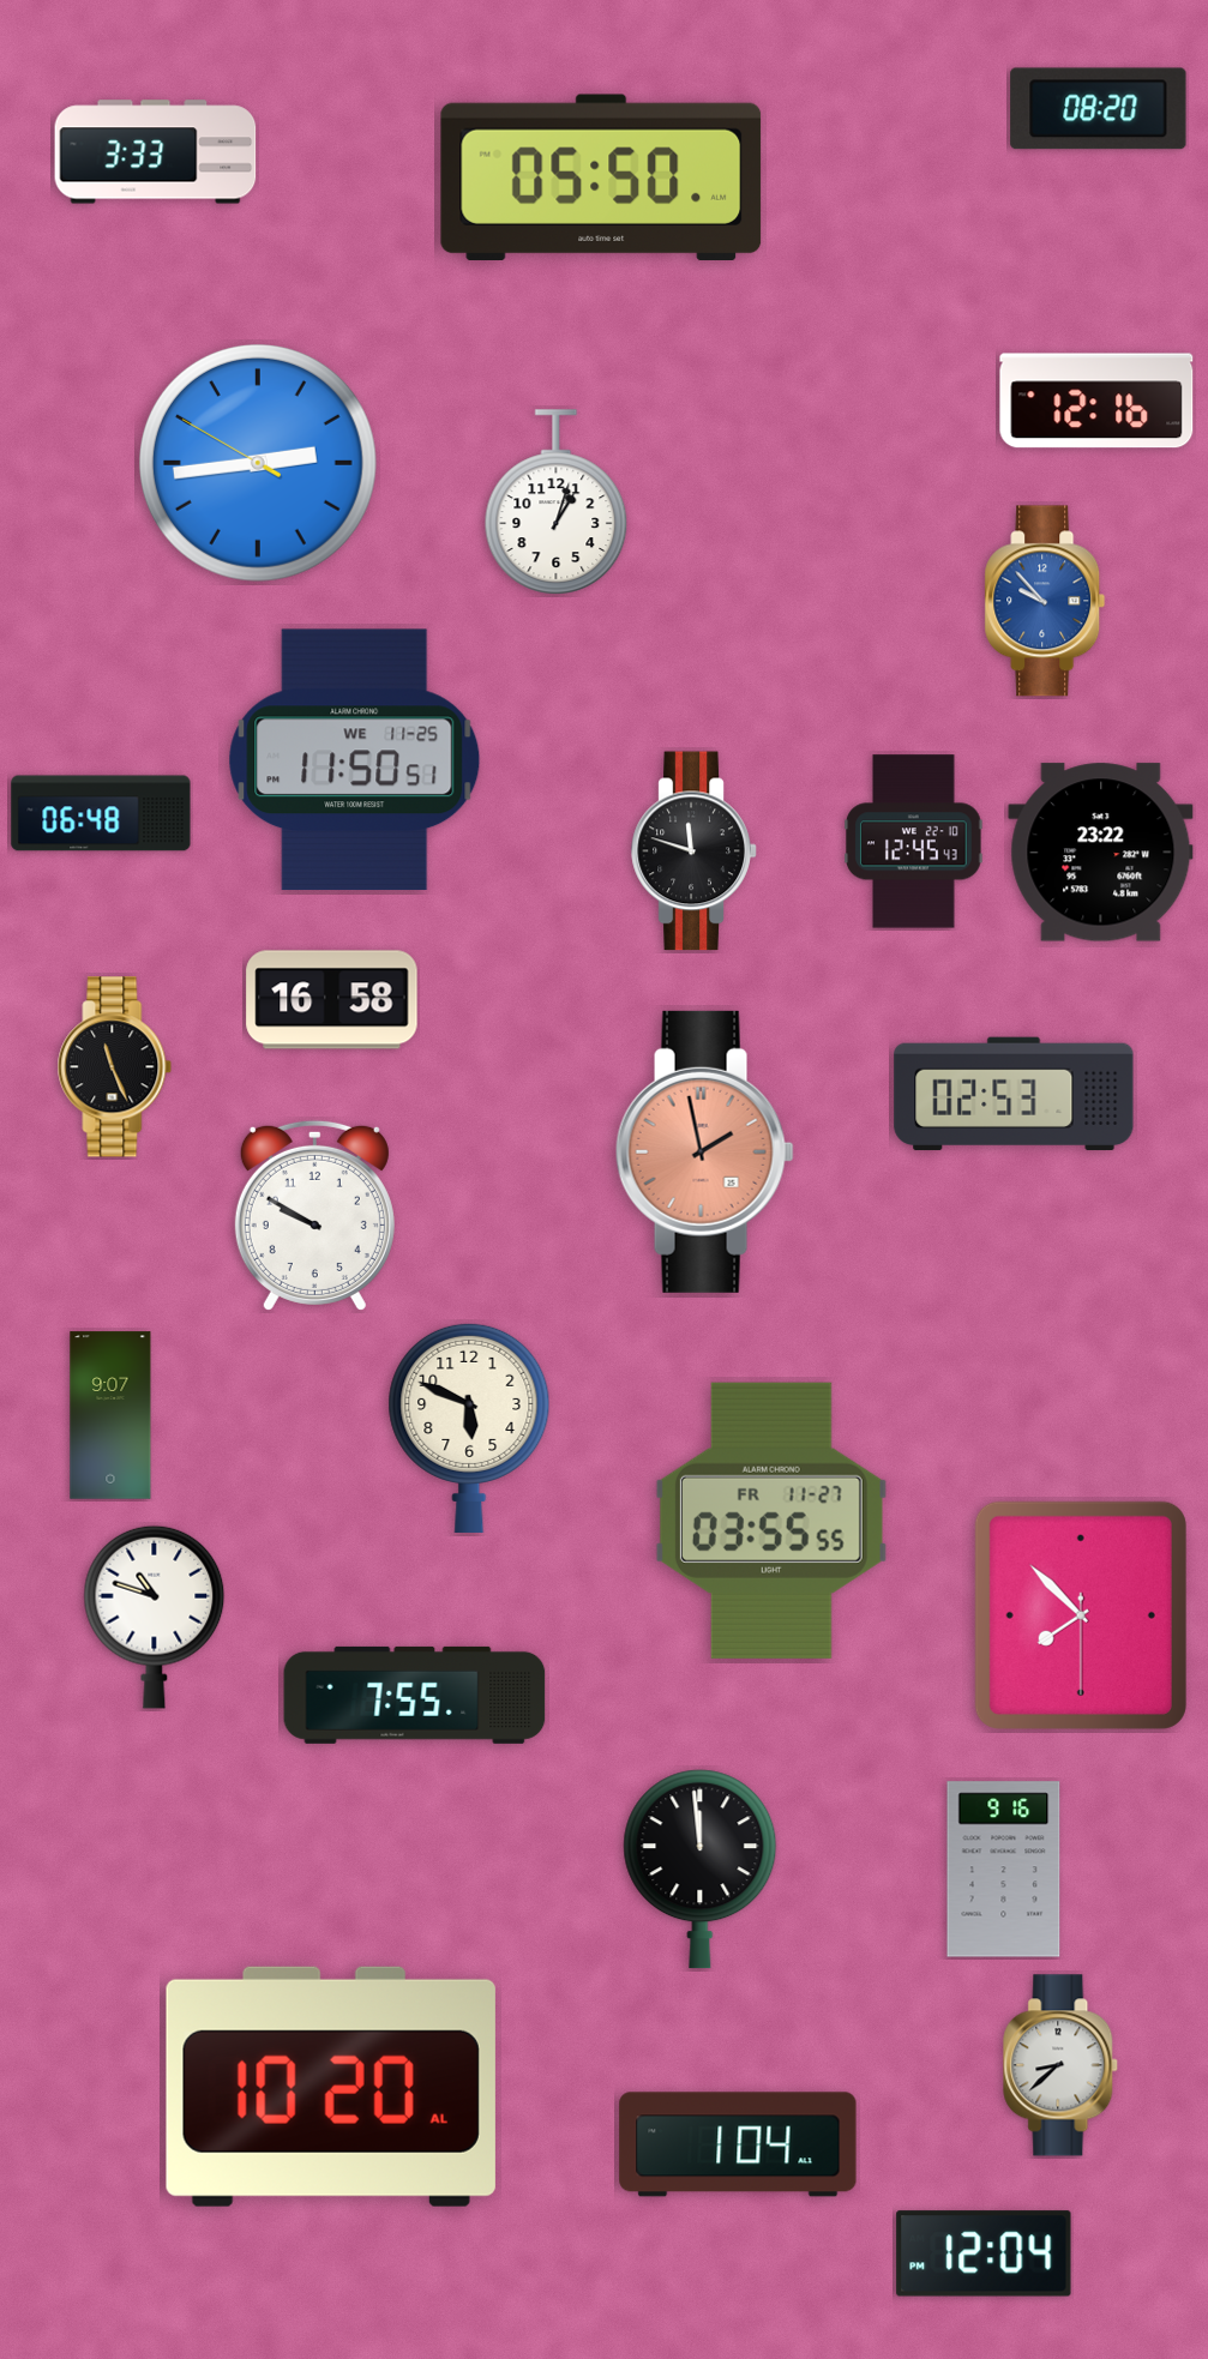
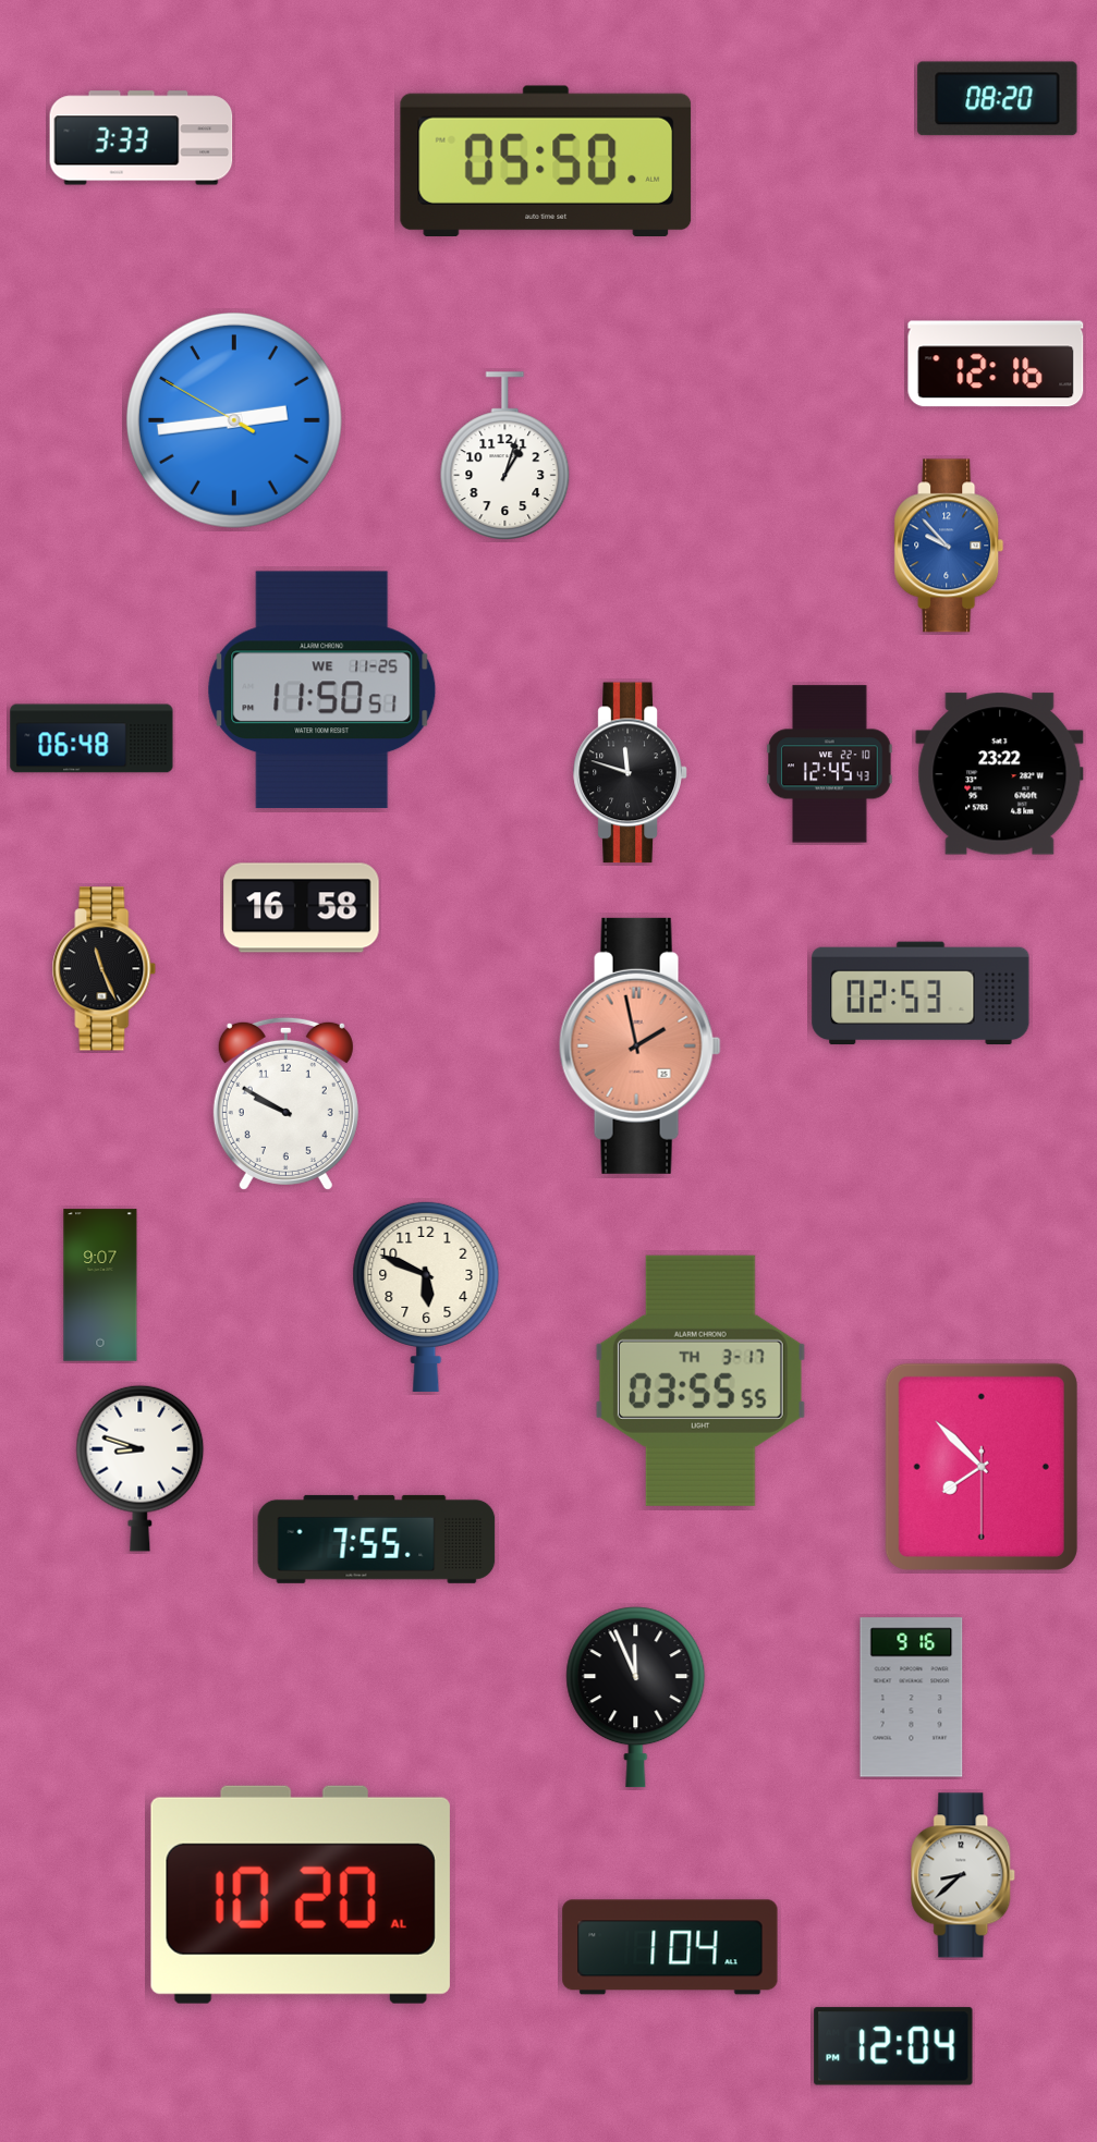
clock at (771, 1521) date: FR 11-27 -> TH 3-17
clock at (155, 1617): 10:48 -> 8:48
clock at (701, 1870): 11:59 -> 11:56
